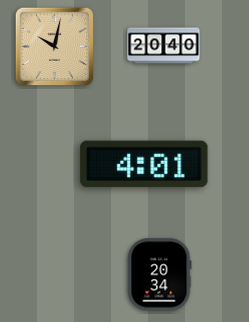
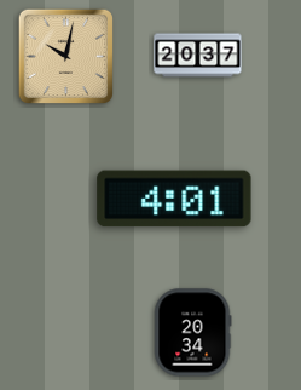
clock at (164, 46): 20:40 -> 20:37
